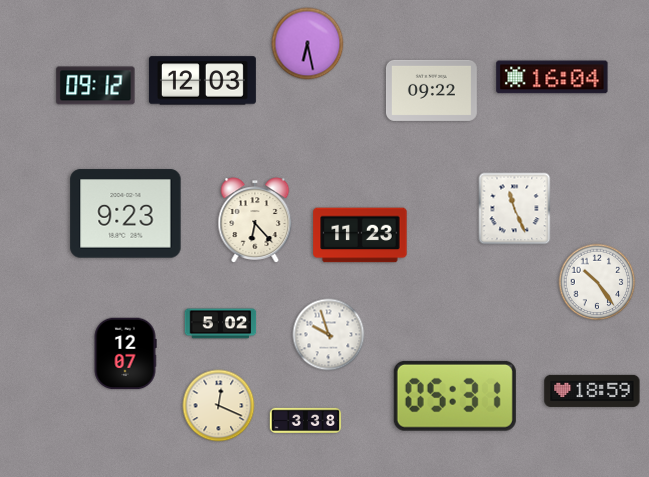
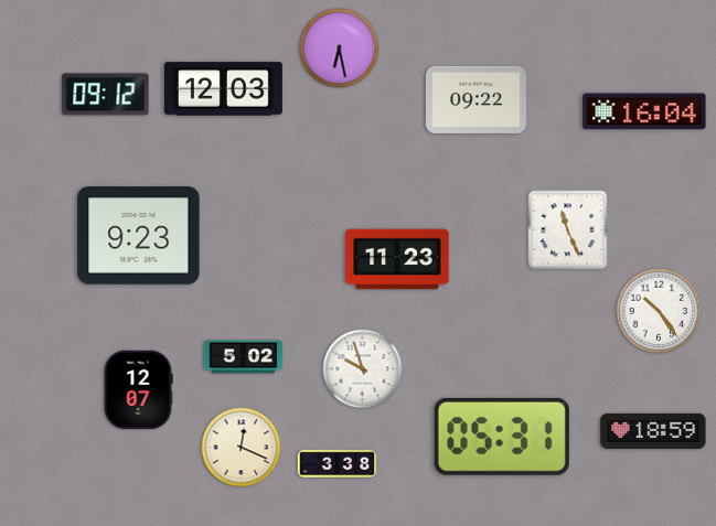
clock at (552, 77) position: (552, 77) -> (644, 111)
clock at (255, 220): 6:23 -> none
